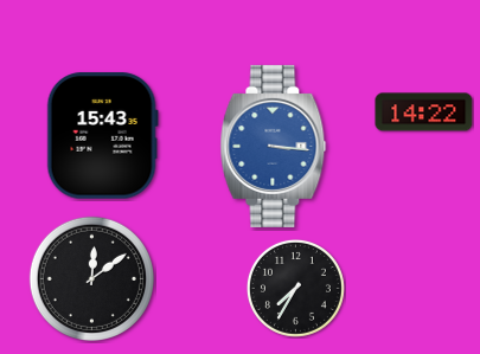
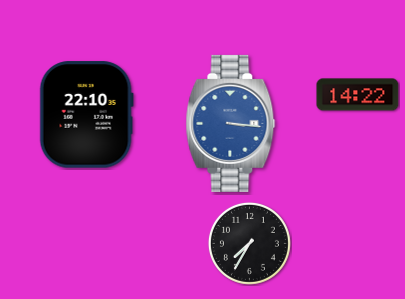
clock at (102, 136): 15:43 -> 22:10
clock at (91, 278): 12:09 -> none
